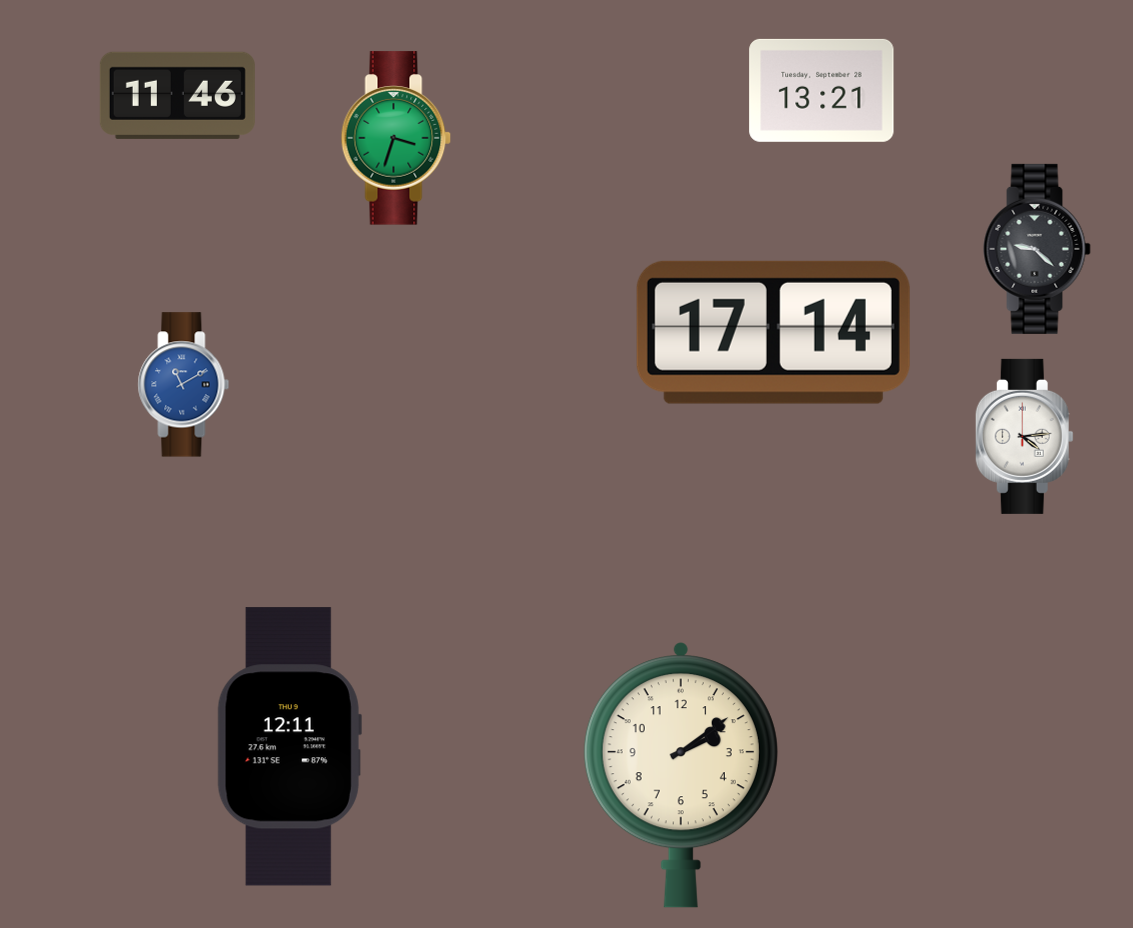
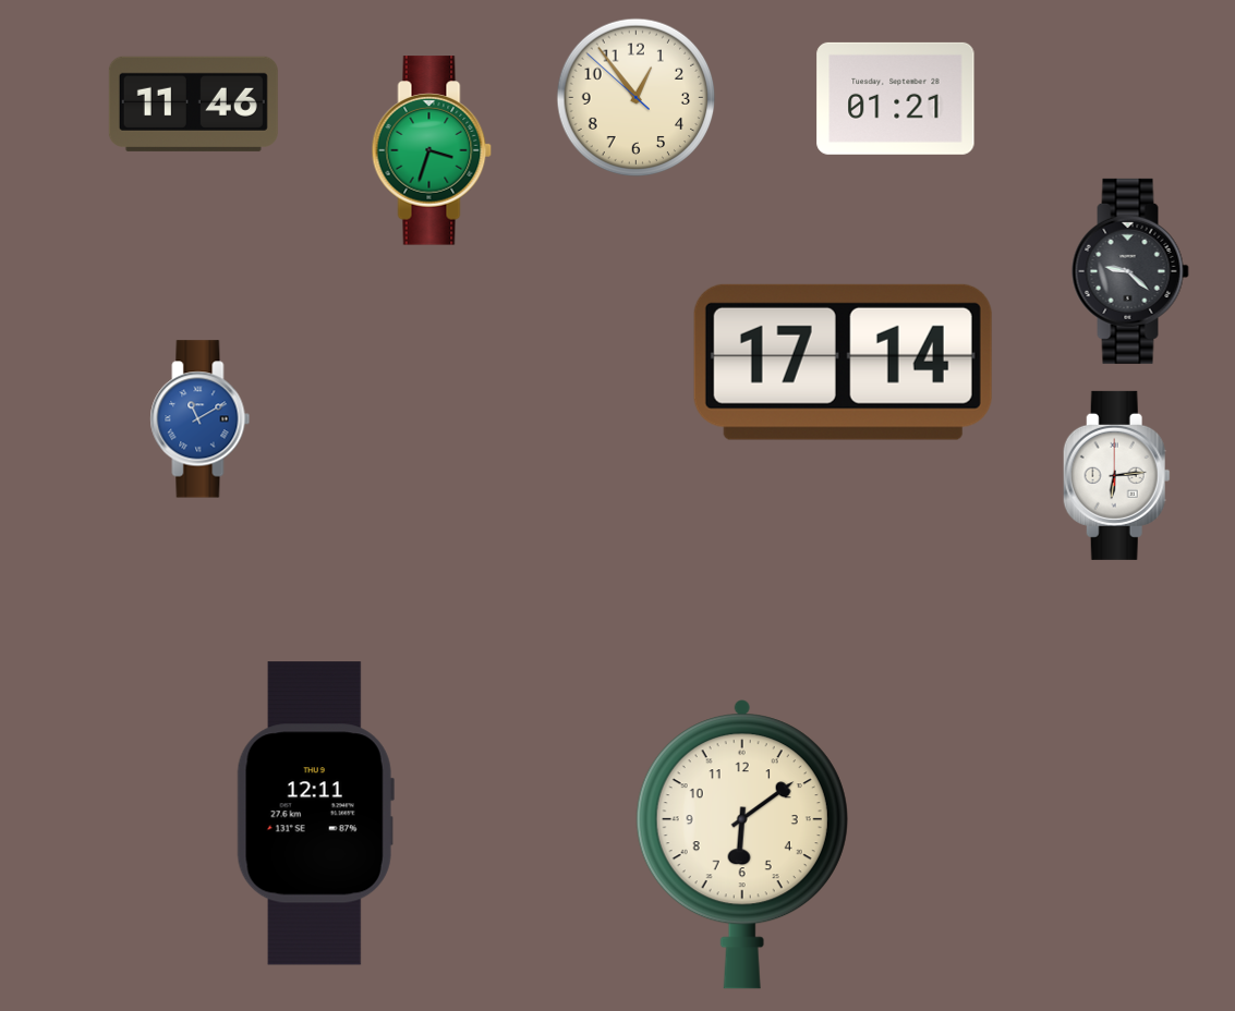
clock at (637, 98): none -> 12:53
clock at (822, 90): 13:21 -> 01:21
clock at (1024, 436): 4:14 -> 6:14
clock at (681, 775): 2:09 -> 6:09
